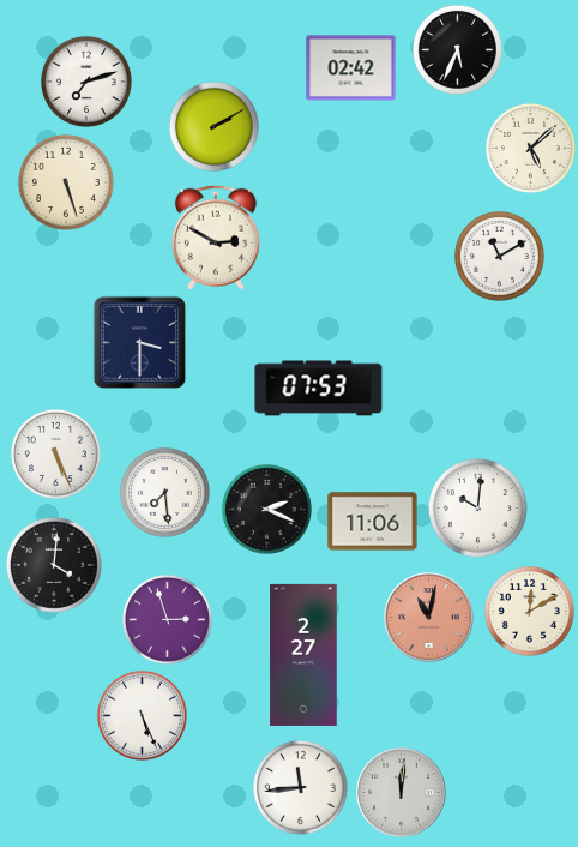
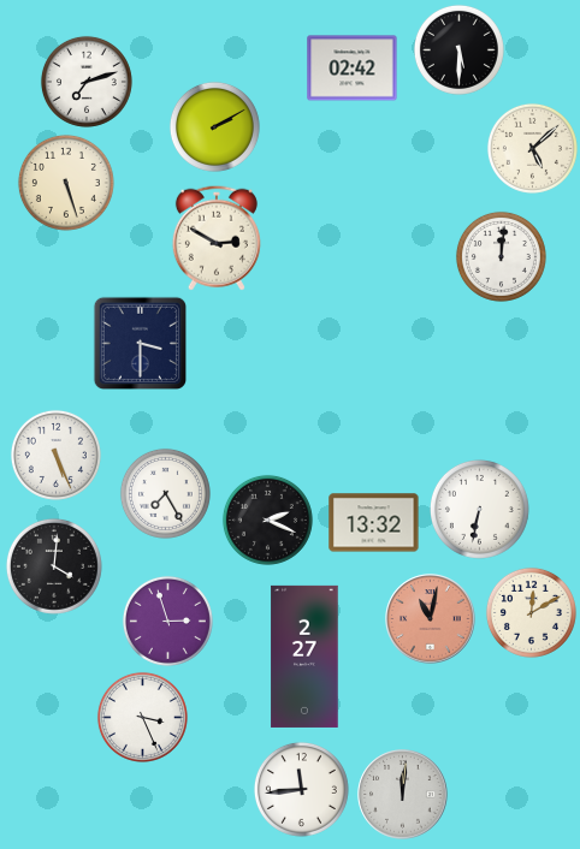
clock at (457, 49): 5:34 -> 5:30
clock at (499, 256): 11:10 -> 12:01
clock at (319, 389): 07:53 -> none
clock at (164, 492): 7:29 -> 7:25
clock at (477, 507): 10:01 -> 6:32
clock at (266, 509) position: (266, 509) -> (267, 520)
clock at (373, 522): 11:06 -> 13:32
clock at (142, 715): 5:26 -> 3:26
